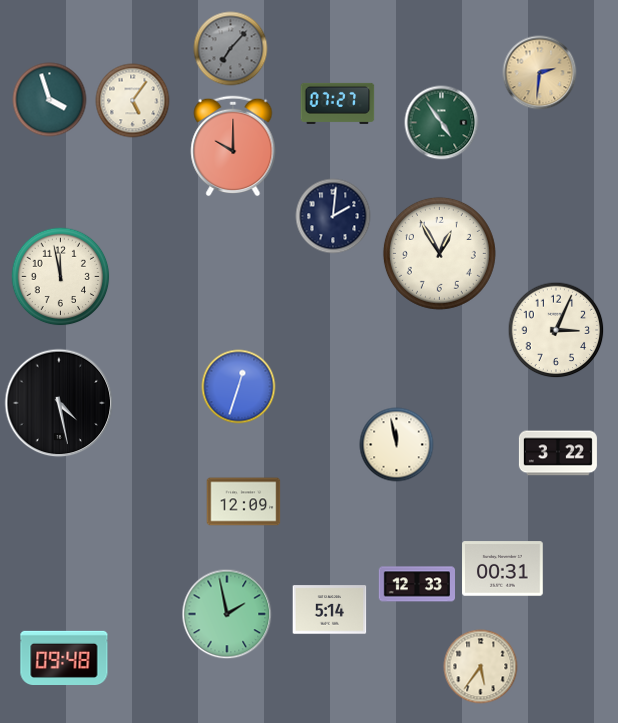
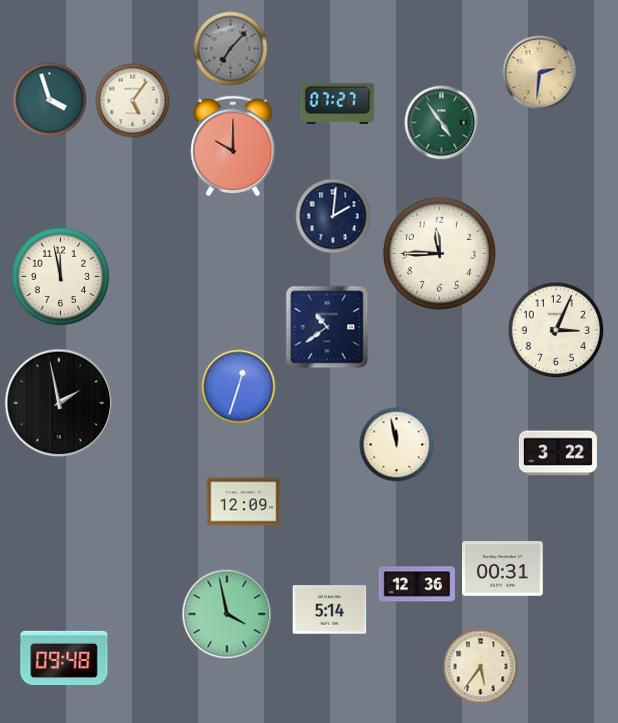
clock at (439, 253): 12:55 -> 11:45
clock at (327, 327): none -> 10:39
clock at (59, 403): 4:28 -> 1:58
clock at (416, 584): 12:33 -> 12:36
clock at (227, 614): 1:58 -> 3:58
